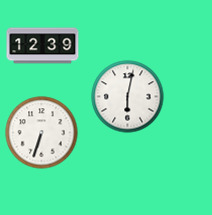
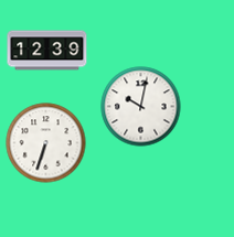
clock at (128, 97): 6:02 -> 10:02
clock at (42, 133) position: (42, 133) -> (46, 143)
